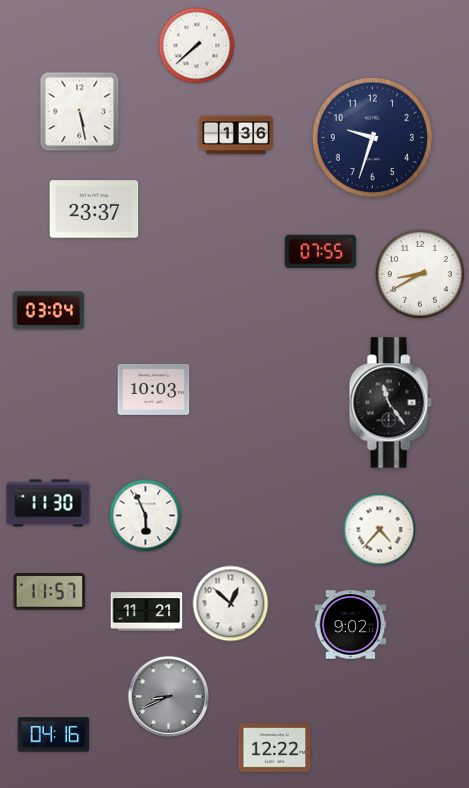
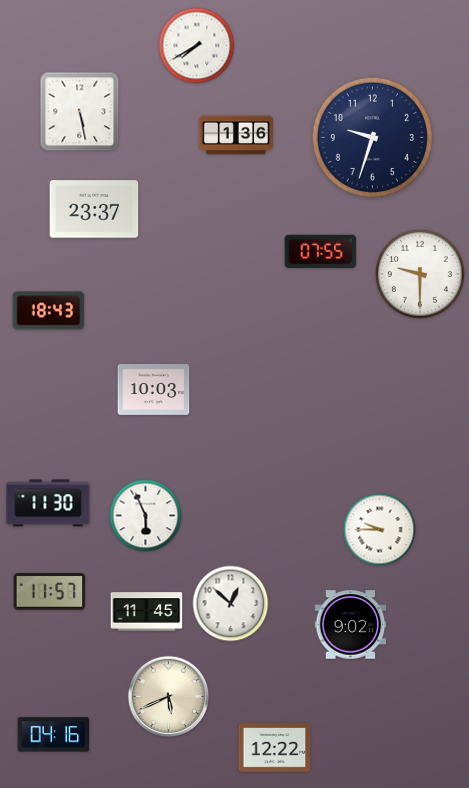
clock at (197, 46): 7:38 -> 7:40
clock at (420, 274): 8:40 -> 9:30
clock at (49, 311): 03:04 -> 18:43
clock at (390, 403): 11:24 -> none
clock at (380, 530): 4:37 -> 9:45
clock at (147, 612): 11:21 -> 11:45
clock at (168, 696): 8:41 -> 5:41
clock at (168, 696) dial: grey -> cream
